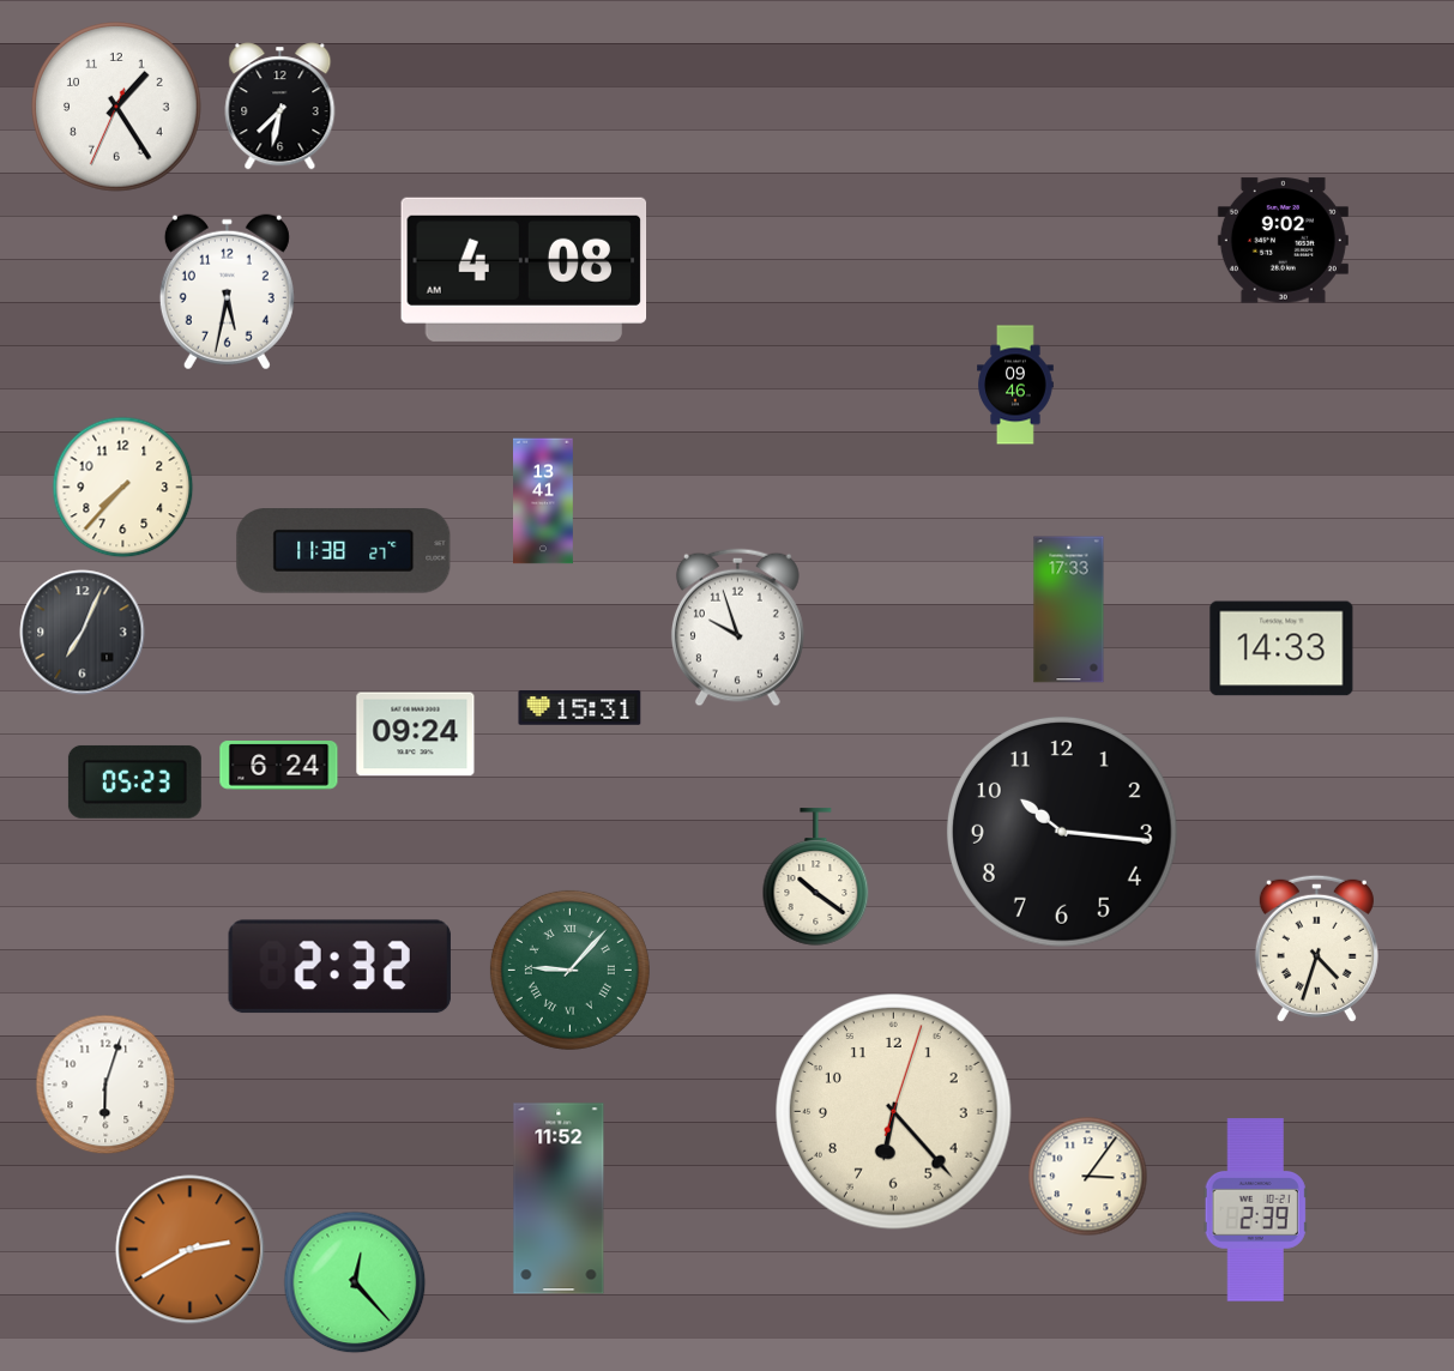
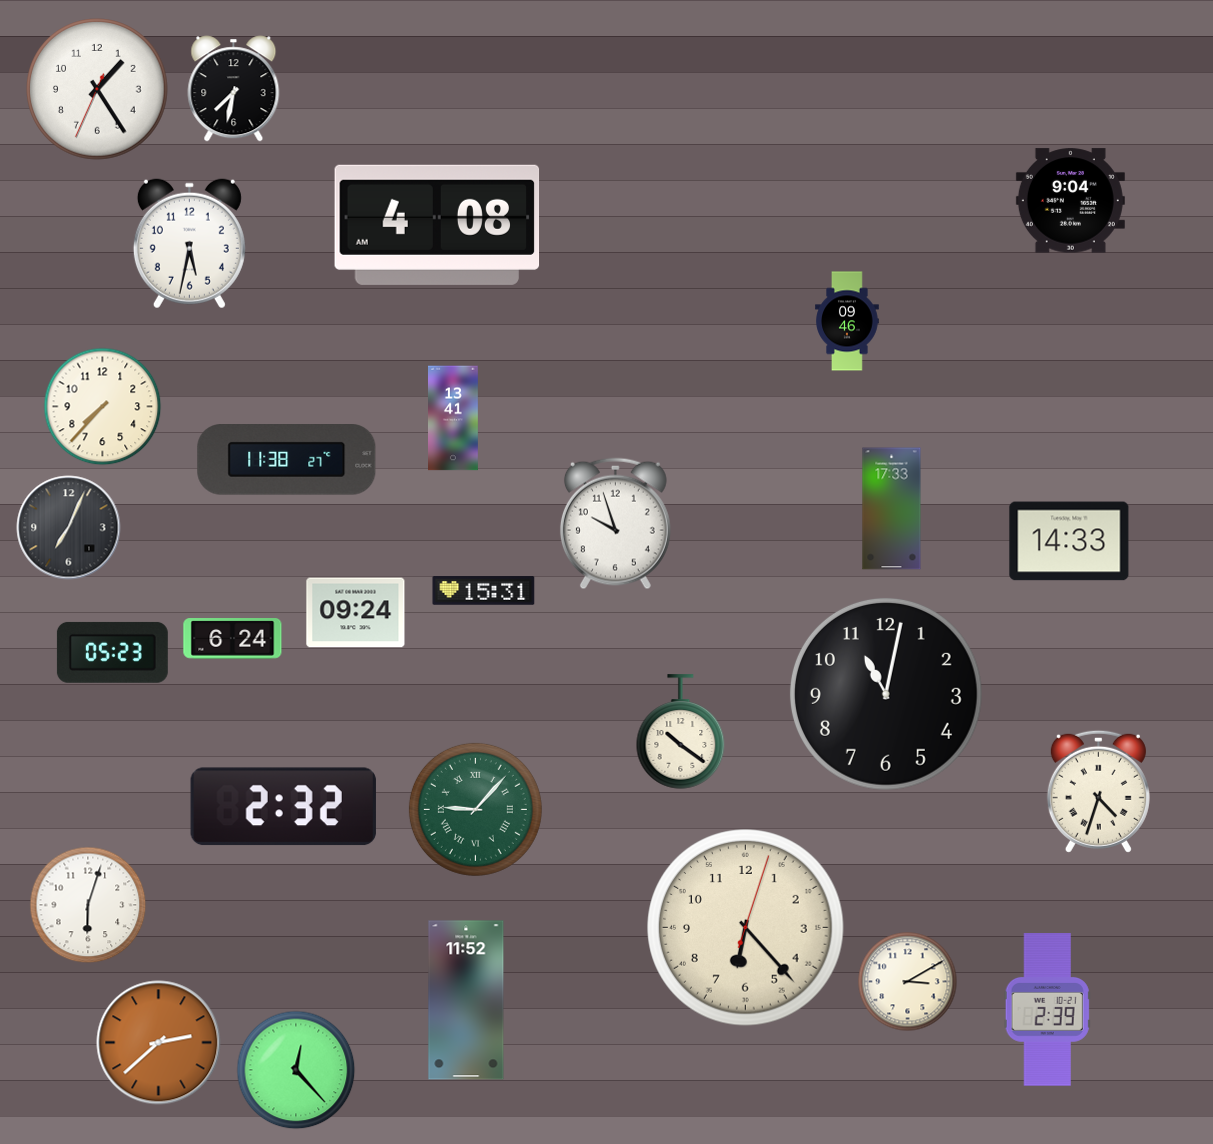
clock at (1283, 241): 9:02 -> 9:04
clock at (416, 735) position: (416, 735) -> (356, 613)
clock at (1062, 832): 10:16 -> 11:02
clock at (1088, 1177): 3:06 -> 3:10
clock at (191, 1250): 2:40 -> 2:38
